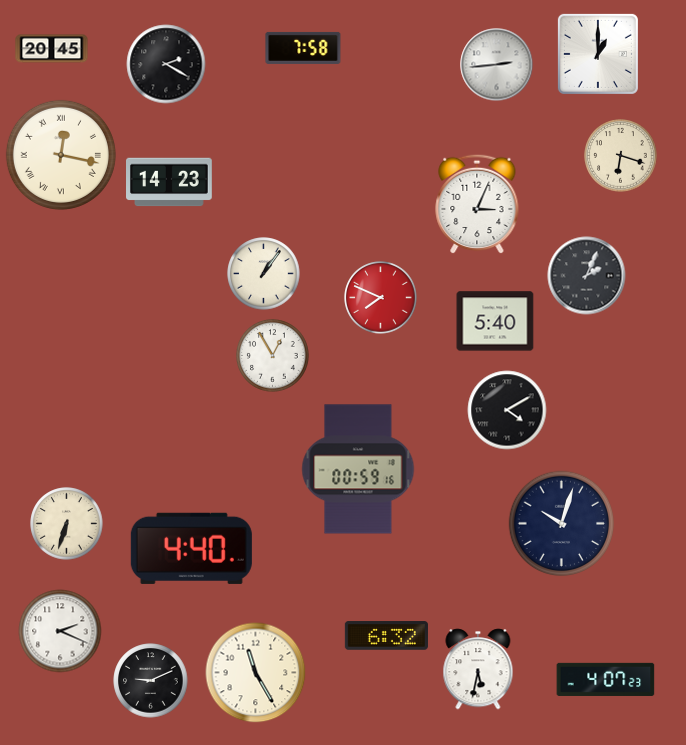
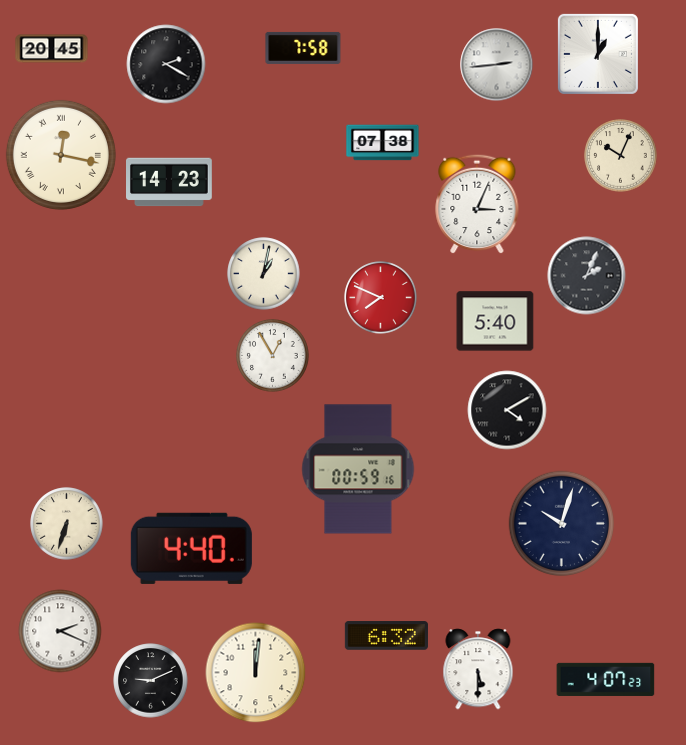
clock at (383, 143): none -> 07:38
clock at (621, 156): 6:18 -> 10:04
clock at (264, 274): 1:06 -> 1:02
clock at (478, 669): 5:32 -> 5:30
clock at (256, 673): 11:25 -> 12:01
